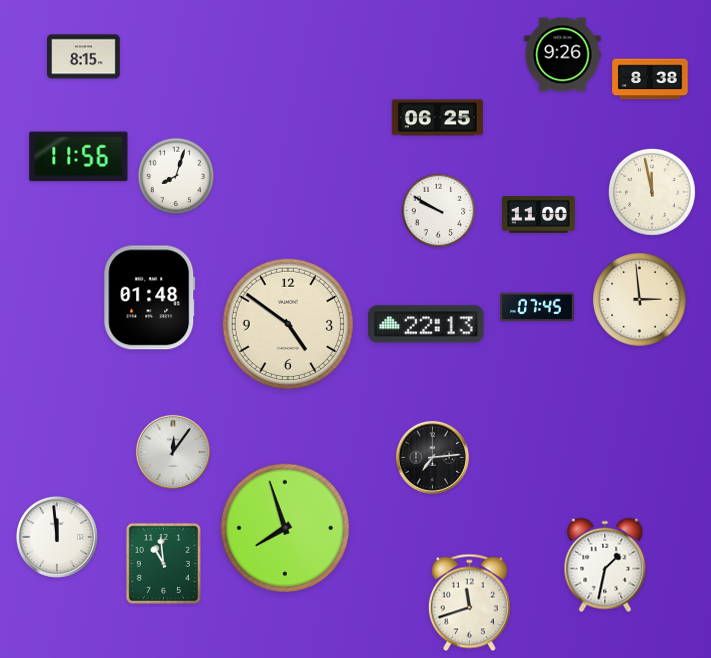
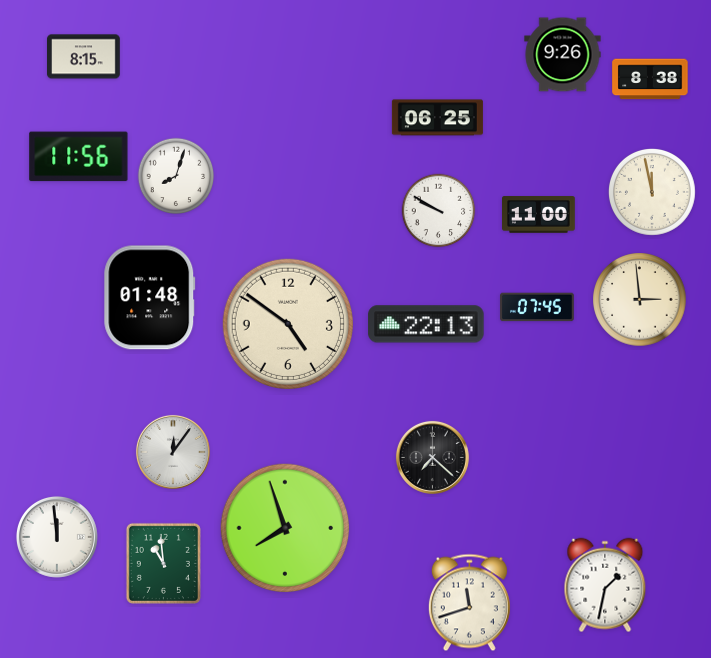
clock at (432, 457): 7:14 -> 7:22
clock at (605, 565) position: (605, 565) -> (605, 585)
